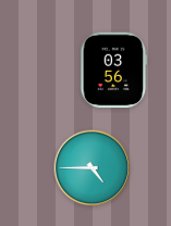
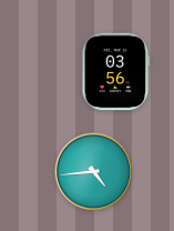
clock at (93, 168): 4:45 -> 4:44
